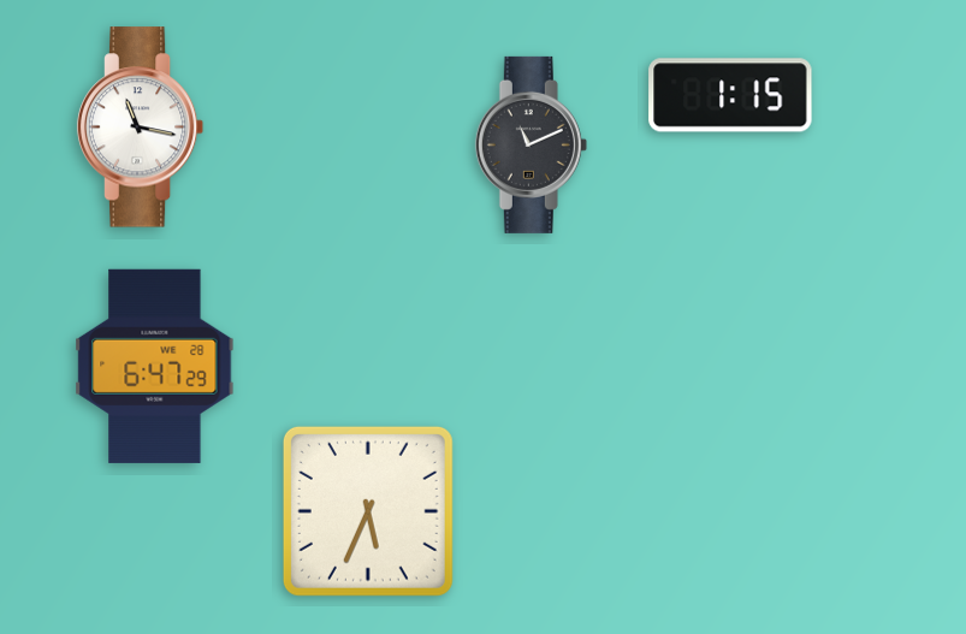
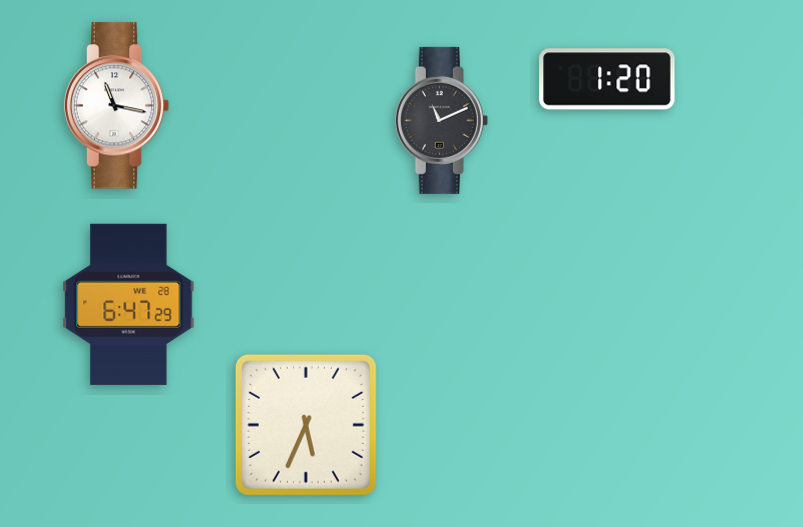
clock at (730, 95): 1:15 -> 1:20
